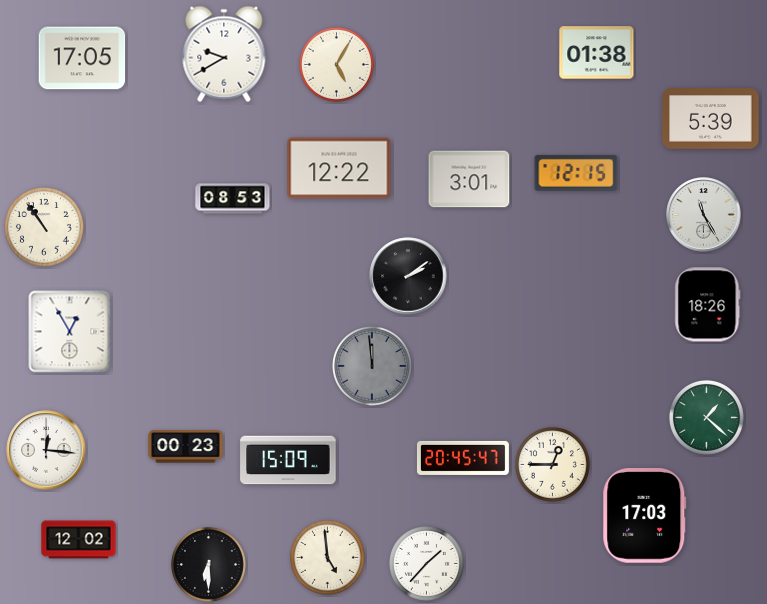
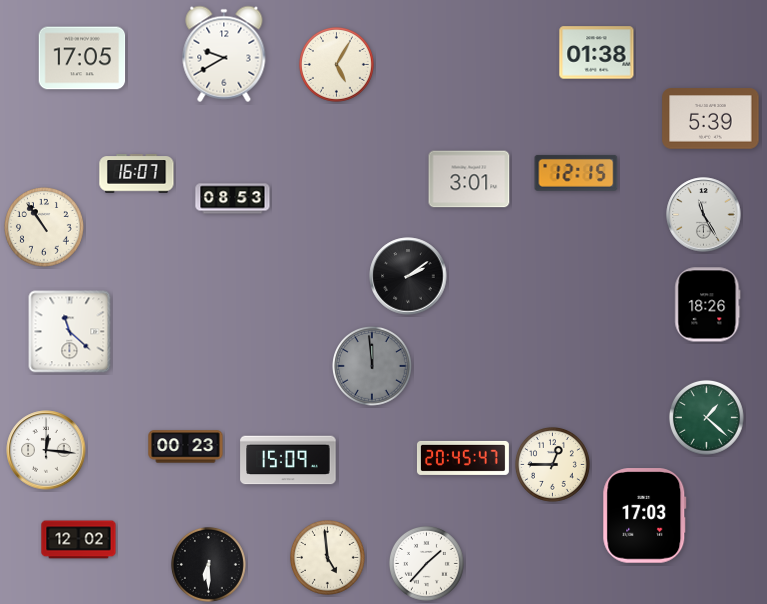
clock at (339, 168): 12:22 -> none
clock at (137, 174): none -> 16:07
clock at (70, 332): 12:55 -> 11:22
